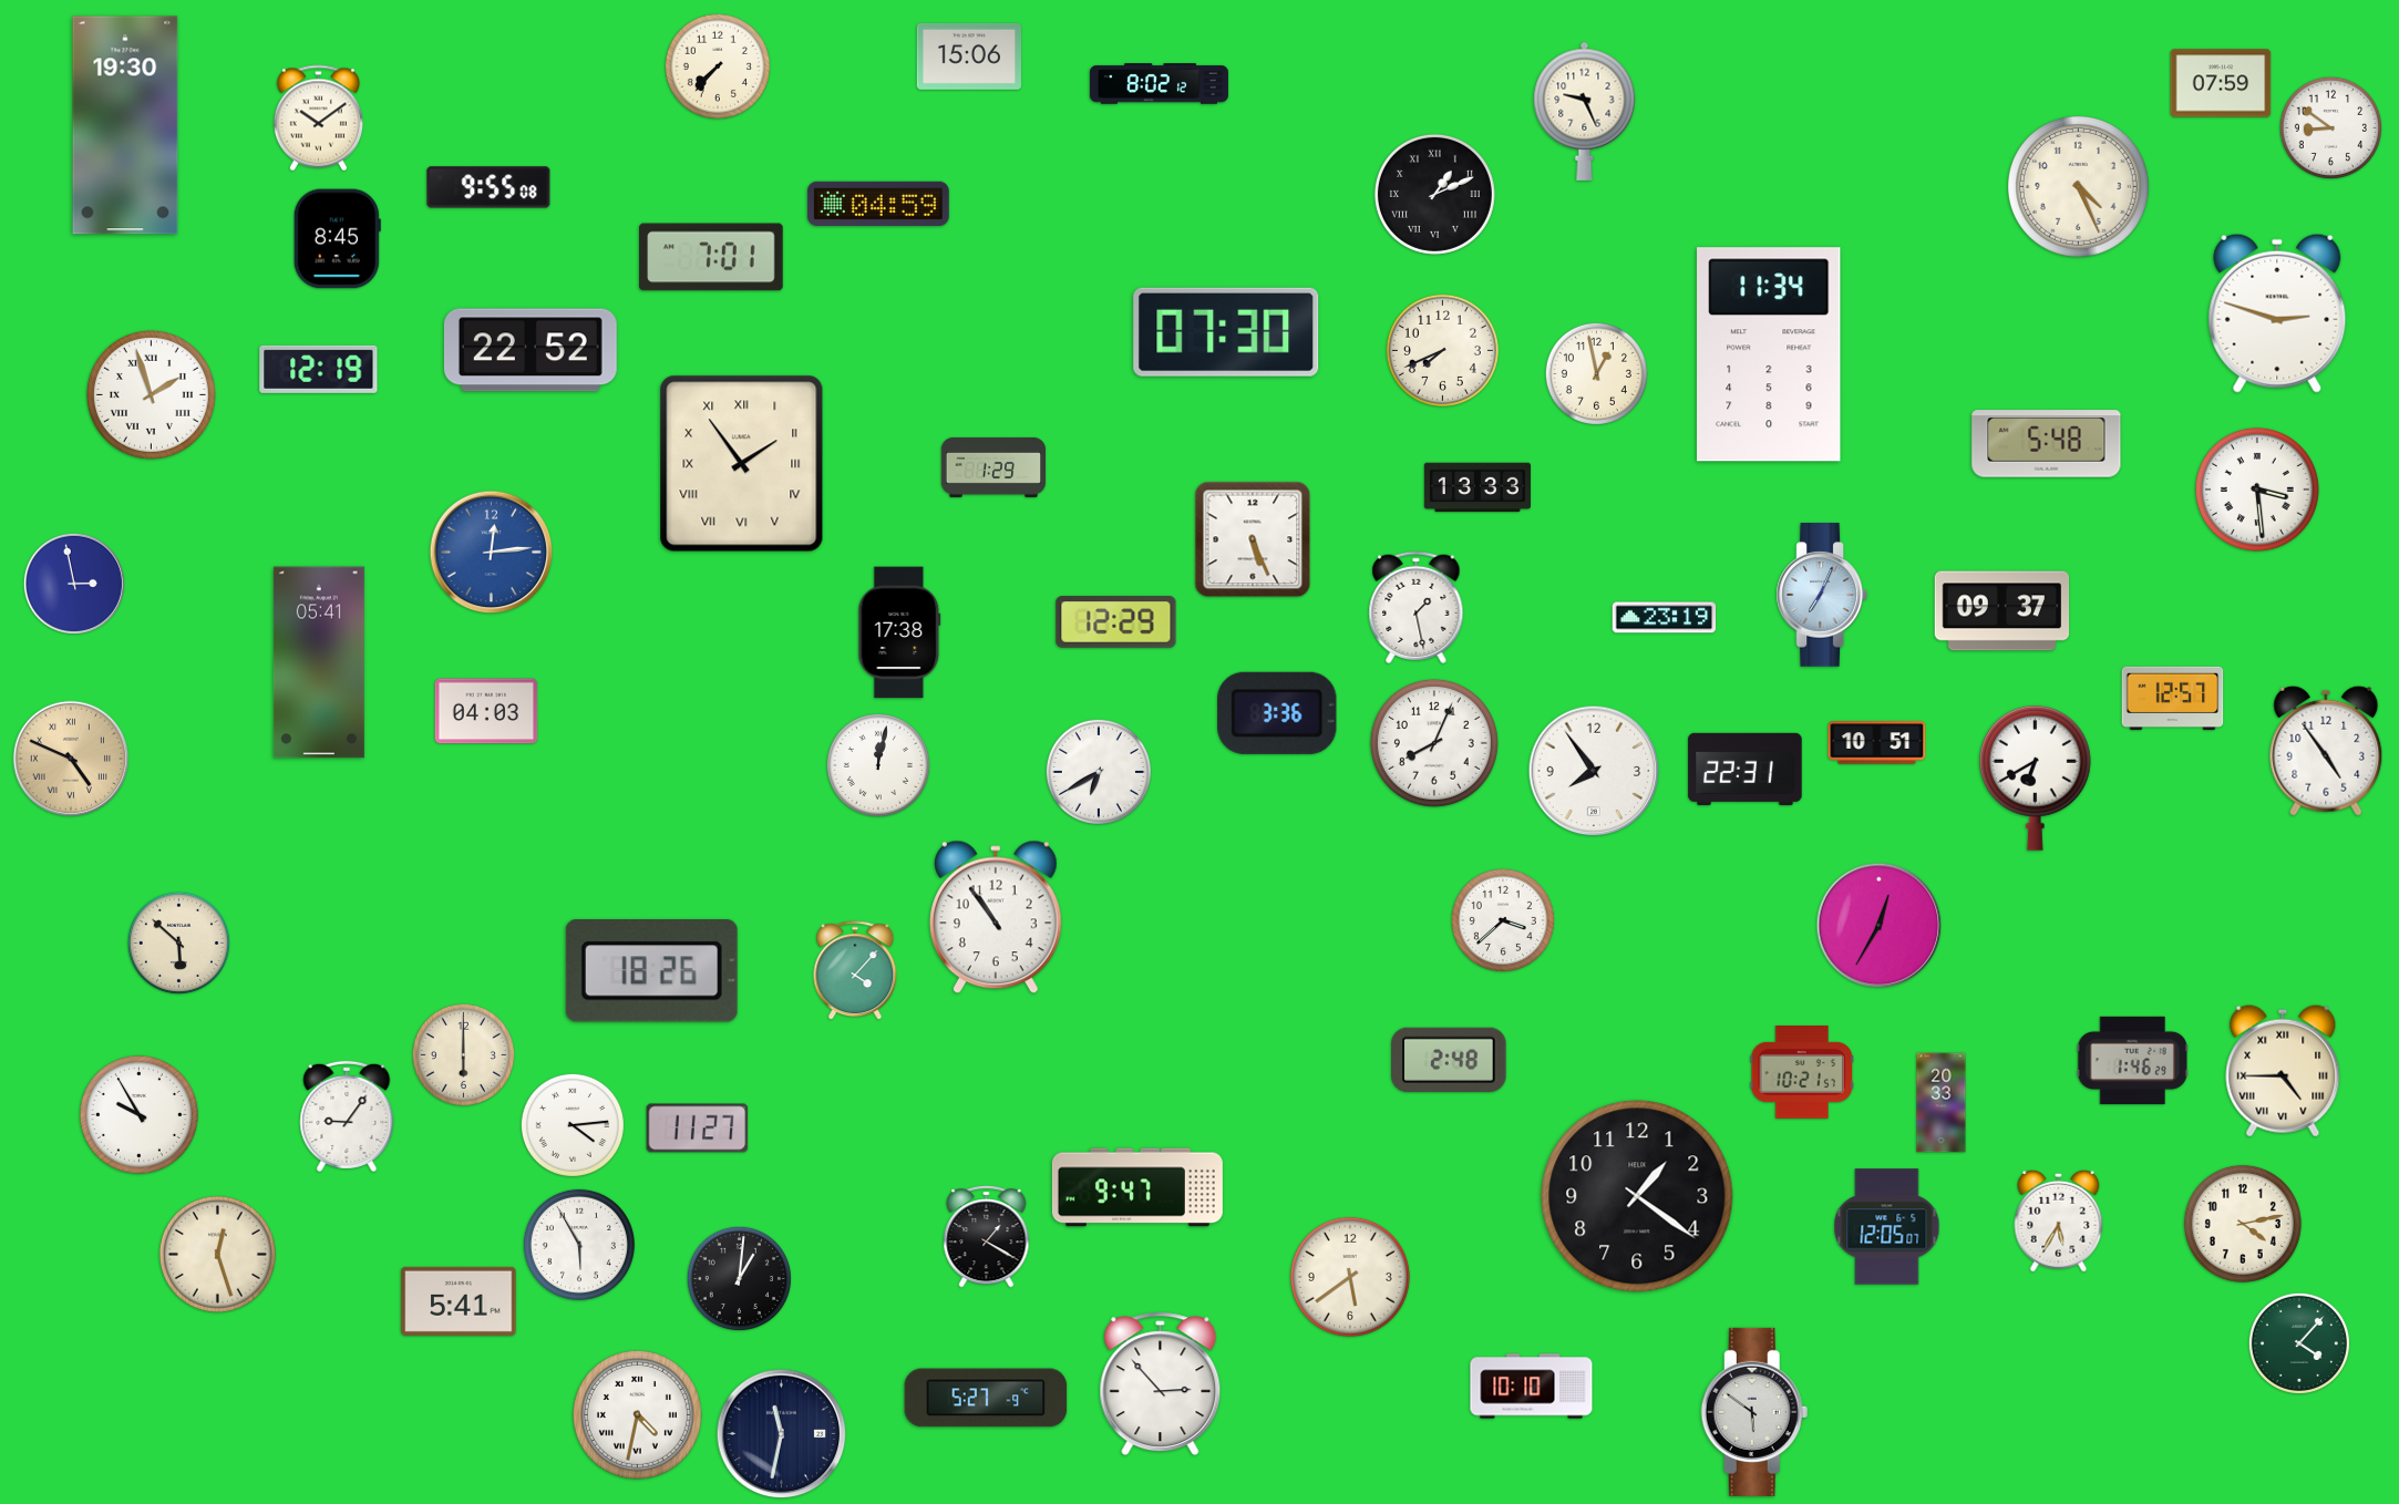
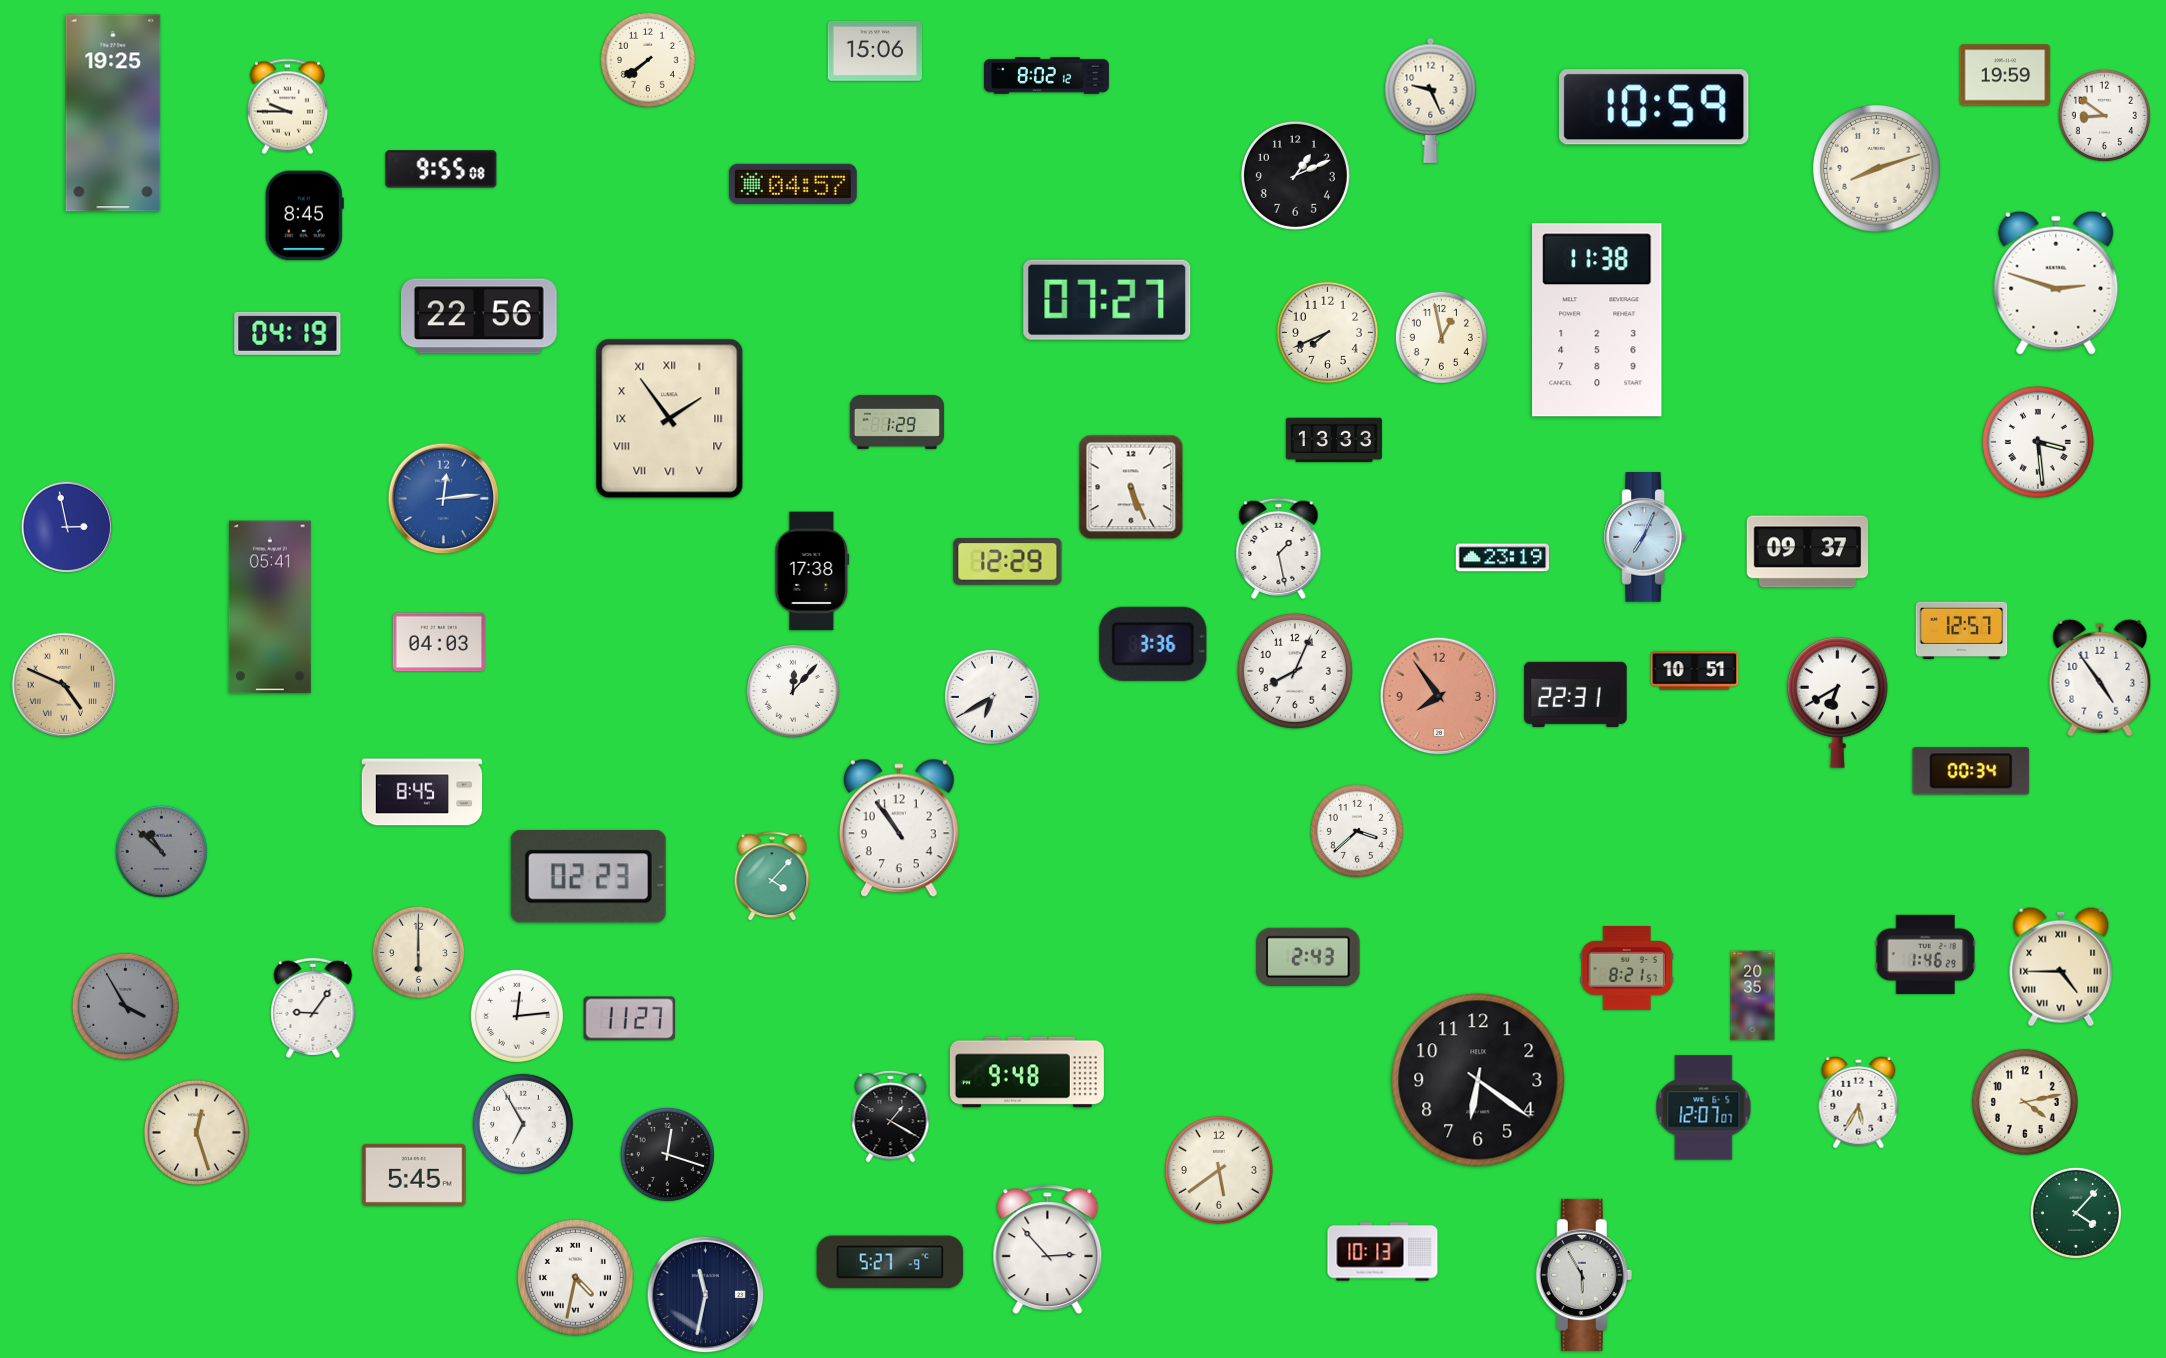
clock at (718, 66): 7:37 -> 7:39
clock at (2221, 83): 07:59 -> 19:59
clock at (318, 119): 10:09 -> 9:45
clock at (1654, 107): none -> 10:59
clock at (125, 125): 19:30 -> 19:25
clock at (2079, 187): 4:26 -> 8:12
clock at (1434, 194) numerals: Roman -> Arabic
clock at (878, 204): 04:59 -> 04:57
clock at (711, 257): 7:01 -> none
clock at (1226, 332): 07:30 -> 07:27
clock at (531, 350): 22:52 -> 22:56
clock at (1442, 350) position: (1442, 350) -> (1327, 332)
clock at (1769, 354): 11:34 -> 11:38
clock at (319, 369): 12:19 -> 04:19
clock at (151, 394): 1:57 -> none
clock at (2047, 444): 5:48 -> none
clock at (319, 662) position: (319, 662) -> (270, 607)
clock at (878, 765): 12:02 -> 12:07
clock at (1594, 771) dial: white -> salmon
clock at (1971, 771): none -> 00:34
clock at (422, 792): none -> 8:45
clock at (1880, 926): 12:35 -> none
clock at (178, 942): 5:52 -> 10:52
clock at (178, 942) dial: cream -> grey
clock at (651, 970): 18:26 -> 02:23
clock at (1449, 1060): 2:48 -> 2:43
clock at (2132, 1060) position: (2132, 1060) -> (1925, 954)
clock at (1801, 1072): 10:21 -> 8:21
clock at (1942, 1103): 20:33 -> 20:35
clock at (138, 1114): 9:55 -> 3:55
clock at (138, 1114) dial: white -> grey
clock at (573, 1125): 4:14 -> 12:14
clock at (1137, 1187): 9:47 -> 9:48
clock at (1637, 1196): 1:21 -> 6:21
clock at (2243, 1224) position: (2243, 1224) -> (2025, 1102)
clock at (1887, 1227): 12:05 -> 12:07
clock at (579, 1245): 5:55 -> 6:55
clock at (1350, 1277) position: (1350, 1277) -> (1219, 1170)
clock at (739, 1278): 1:01 -> 12:18
clock at (459, 1301): 5:41 -> 5:45
clock at (1532, 1387): 10:10 -> 10:13
clock at (1754, 1412): 5:51 -> 5:55
